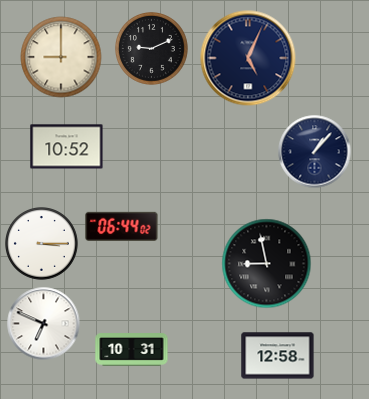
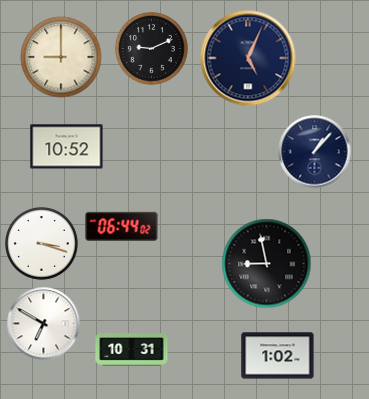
clock at (42, 244): 3:15 -> 3:18
clock at (44, 324): 6:49 -> 6:50
clock at (278, 356): 12:58 -> 1:02
